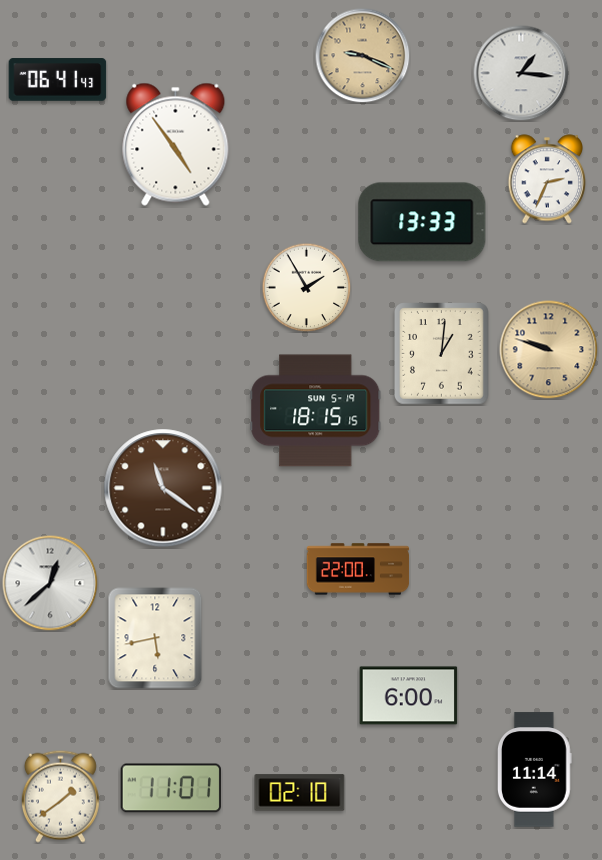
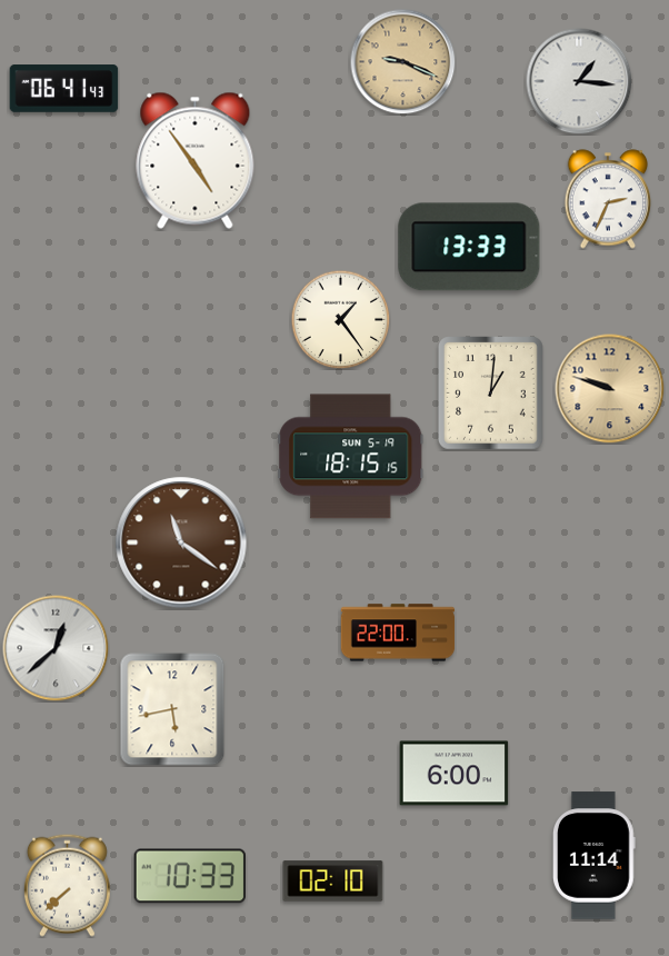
clock at (306, 287): 1:55 -> 1:24
clock at (170, 788): 11:01 -> 10:33
clock at (60, 796): 1:39 -> 7:38
